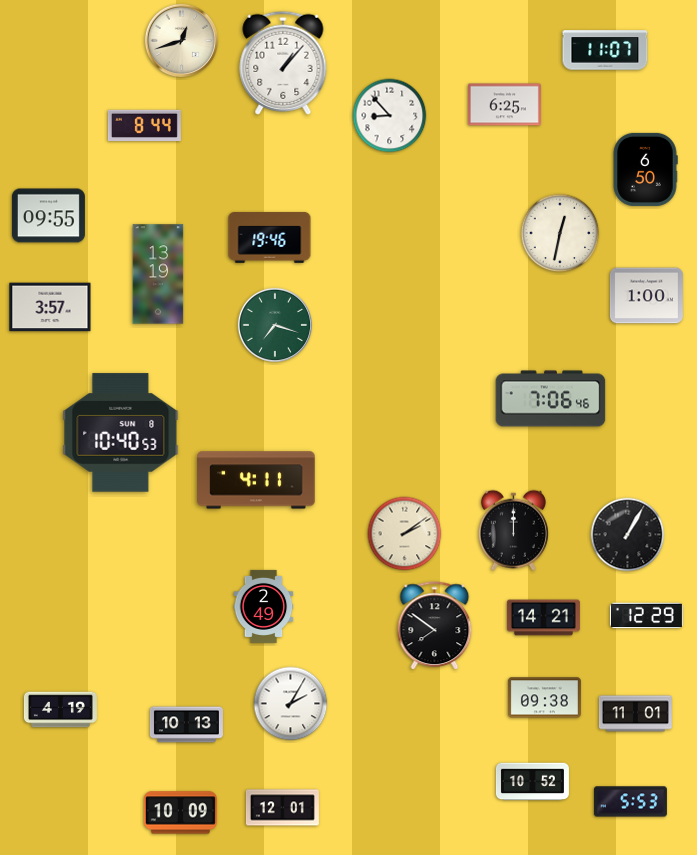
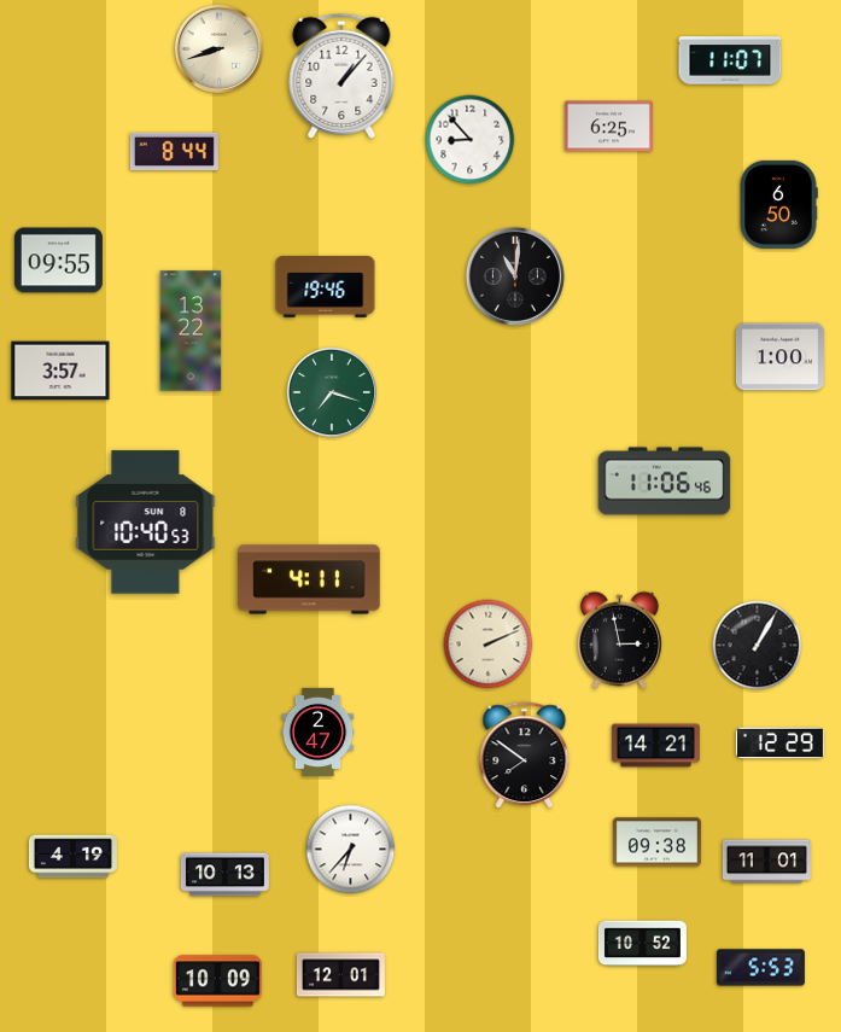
clock at (181, 40): 12:42 -> 8:42
clock at (515, 276): none -> 11:01
clock at (560, 233): 12:32 -> none
clock at (158, 274): 13:19 -> 13:22
clock at (551, 399): 7:06 -> 11:06
clock at (513, 530): 12:00 -> 2:58
clock at (405, 534): 2:09 -> 2:11
clock at (264, 606): 2:49 -> 2:47
clock at (291, 704): 2:05 -> 6:37
